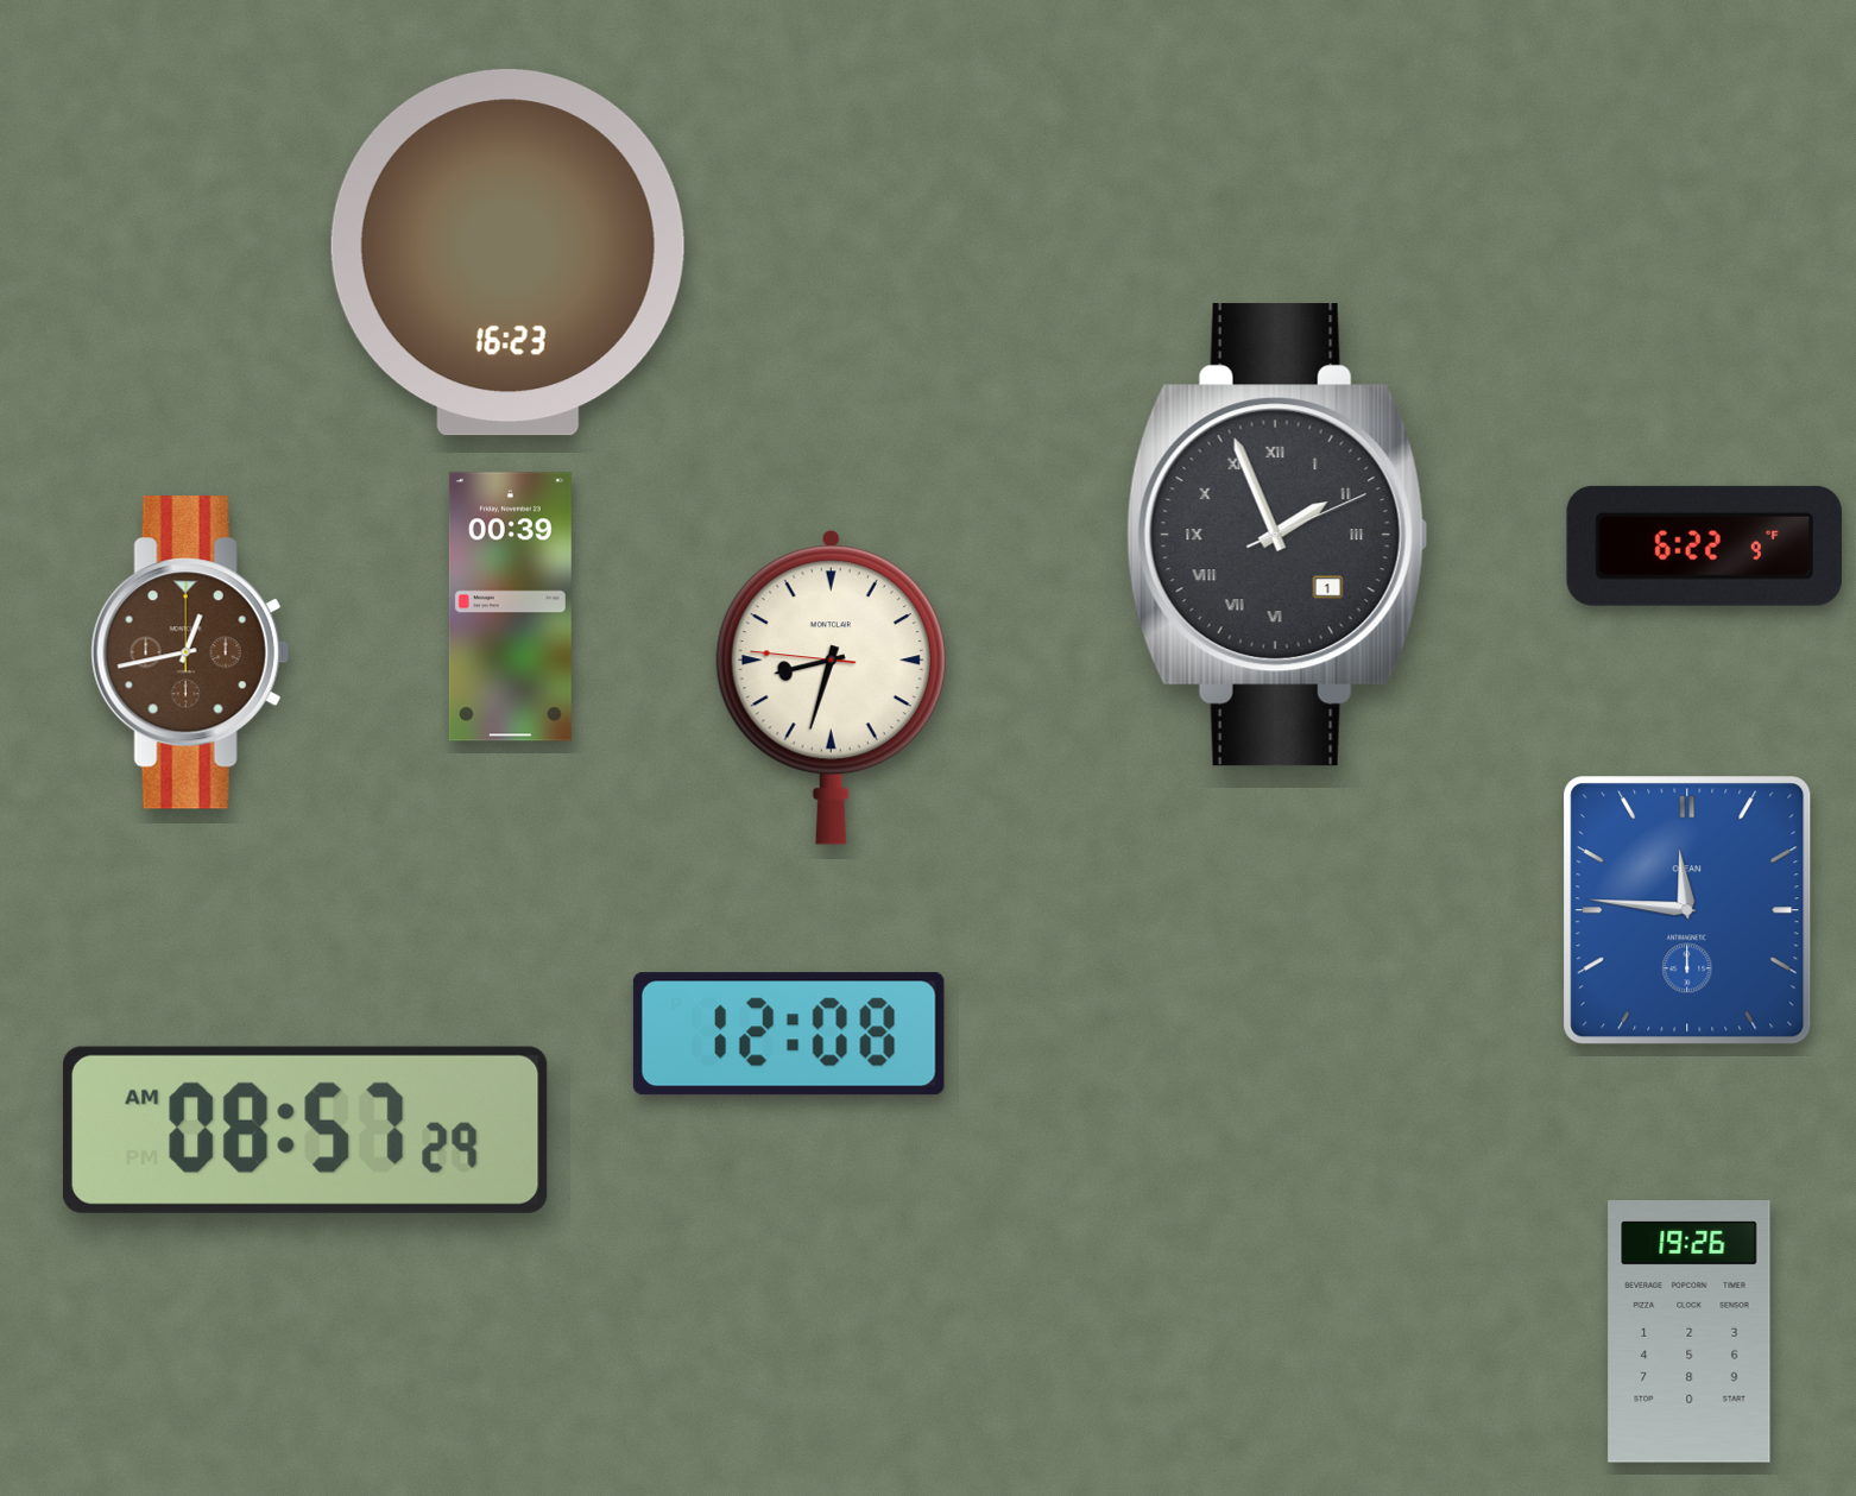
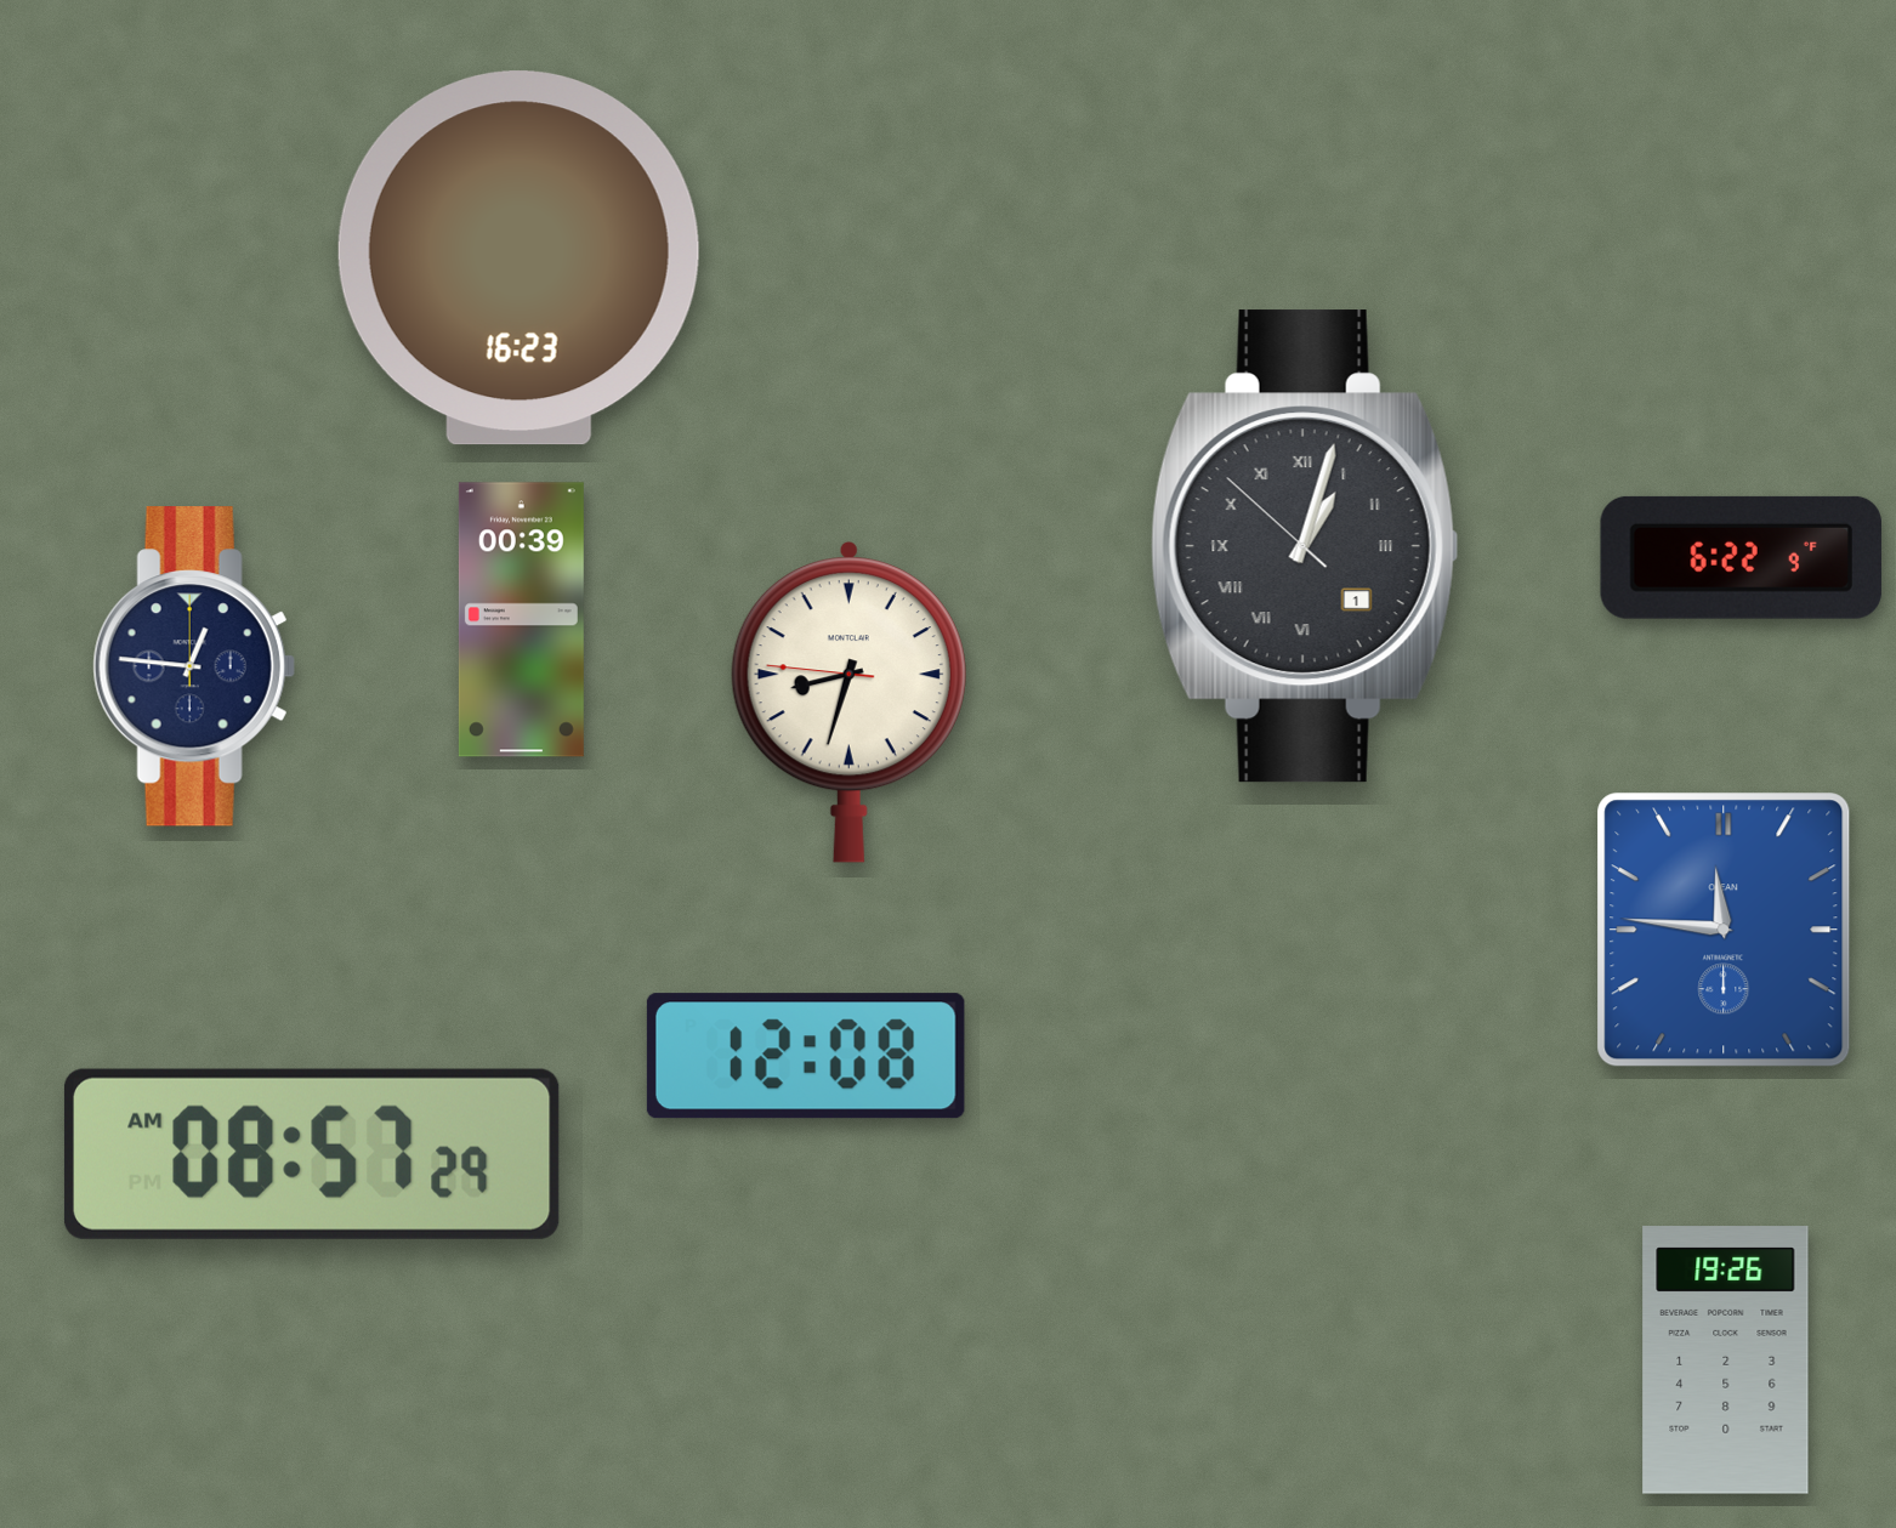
clock at (1277, 535): 1:56 -> 1:02
clock at (190, 652): 12:43 -> 12:46
clock at (190, 652) dial: brown -> navy
